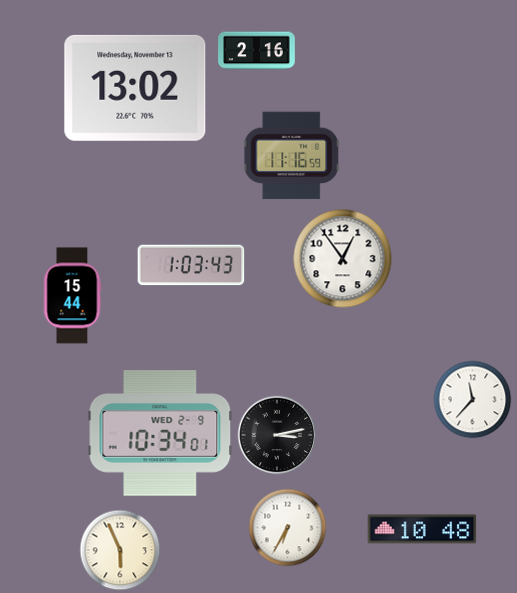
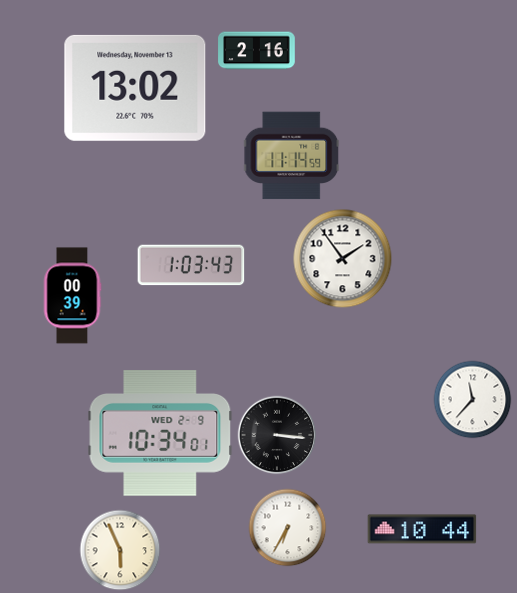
clock at (291, 156): 11:16 -> 11:14
clock at (343, 259): 12:54 -> 1:54
clock at (72, 296): 15:44 -> 00:39
clock at (277, 435): 3:13 -> 3:16
clock at (422, 529): 10:48 -> 10:44
